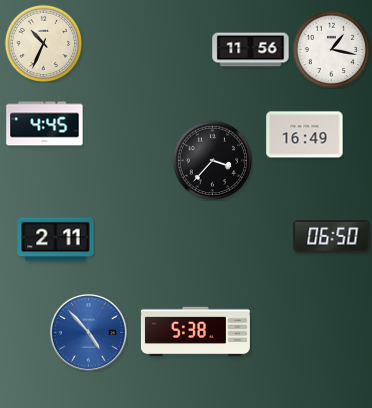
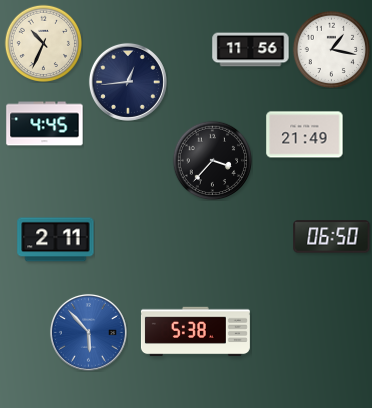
clock at (128, 82): none -> 12:44
clock at (305, 135): 16:49 -> 21:49
clock at (88, 332): 4:53 -> 5:53
